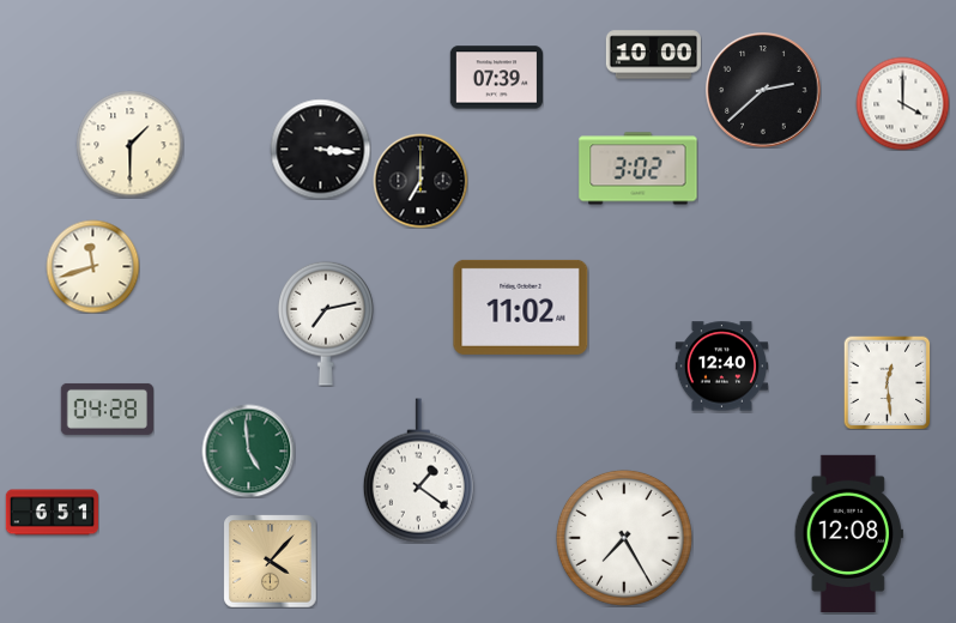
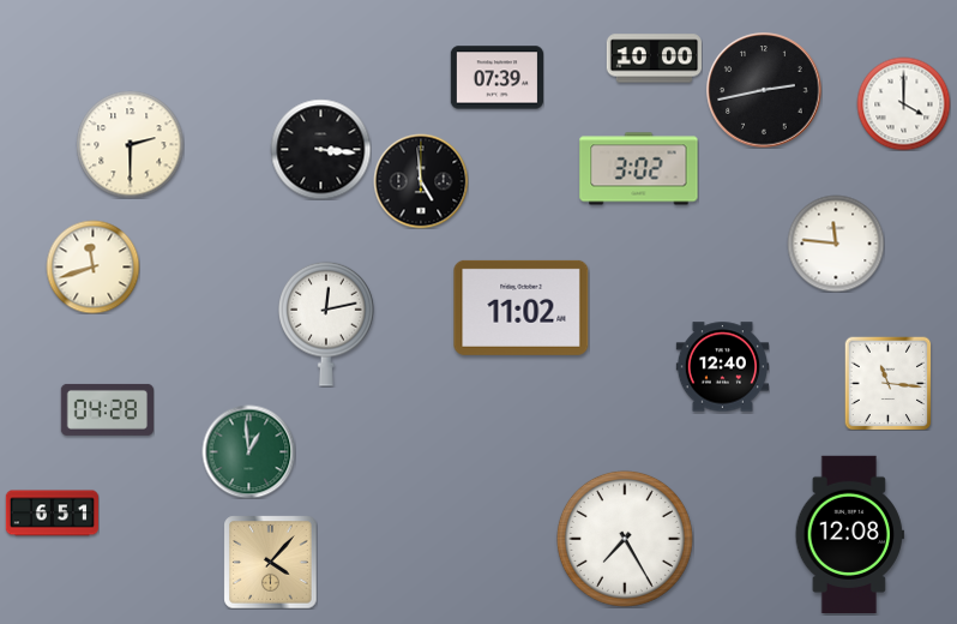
clock at (653, 55) position: (653, 55) -> (654, 59)
clock at (763, 90): 2:38 -> 2:43
clock at (129, 144): 1:30 -> 2:30
clock at (420, 181): 7:00 -> 4:59
clock at (836, 244): none -> 11:46
clock at (326, 323): 7:13 -> 12:13
clock at (888, 382): 12:29 -> 11:16
clock at (248, 450): 4:59 -> 12:59
clock at (418, 471): 1:21 -> none
